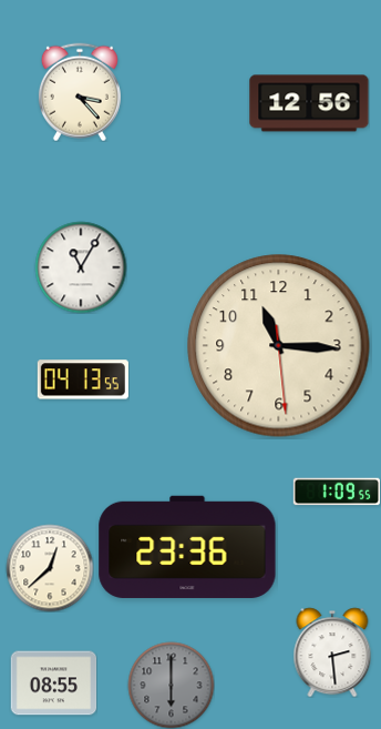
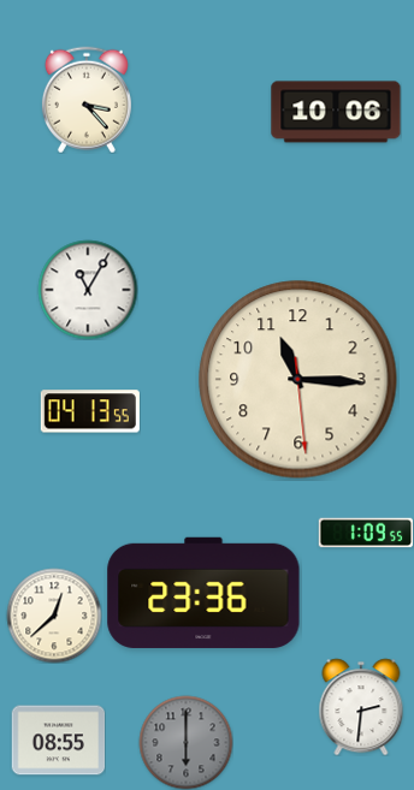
clock at (309, 103): 12:56 -> 10:06
clock at (279, 346) position: (279, 346) -> (298, 380)
clock at (332, 652): 2:29 -> 2:31
